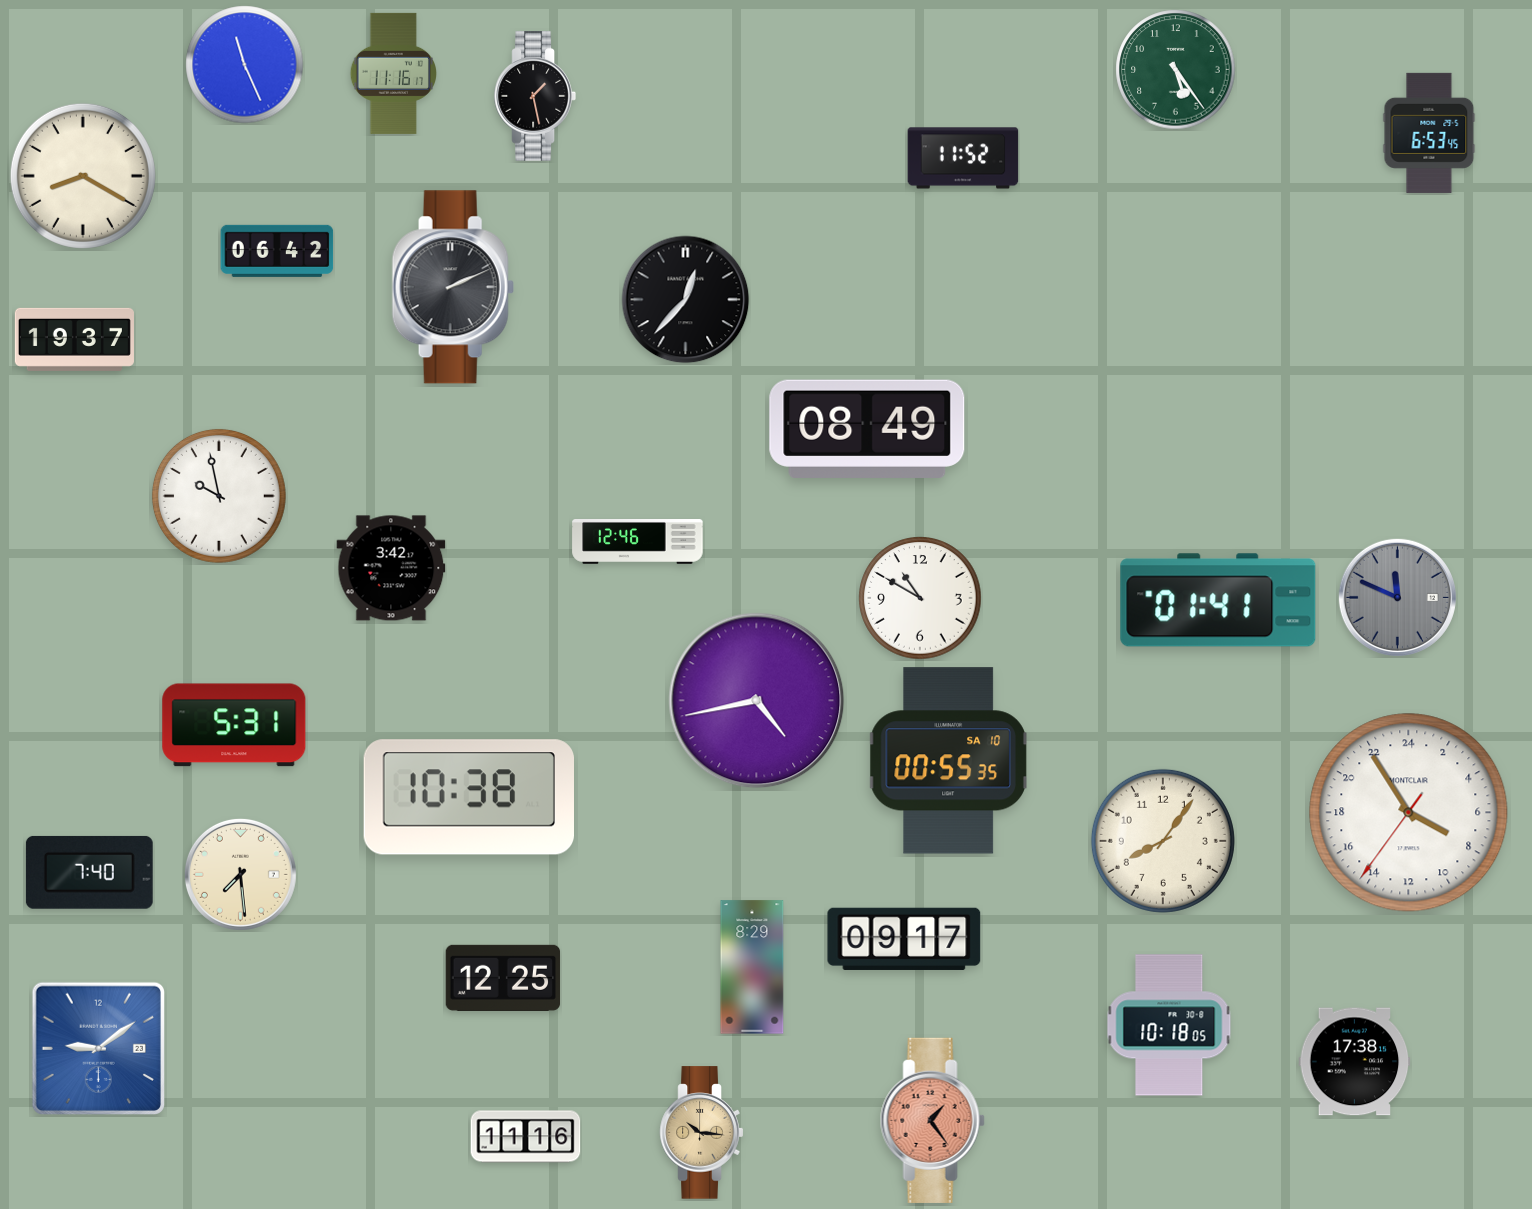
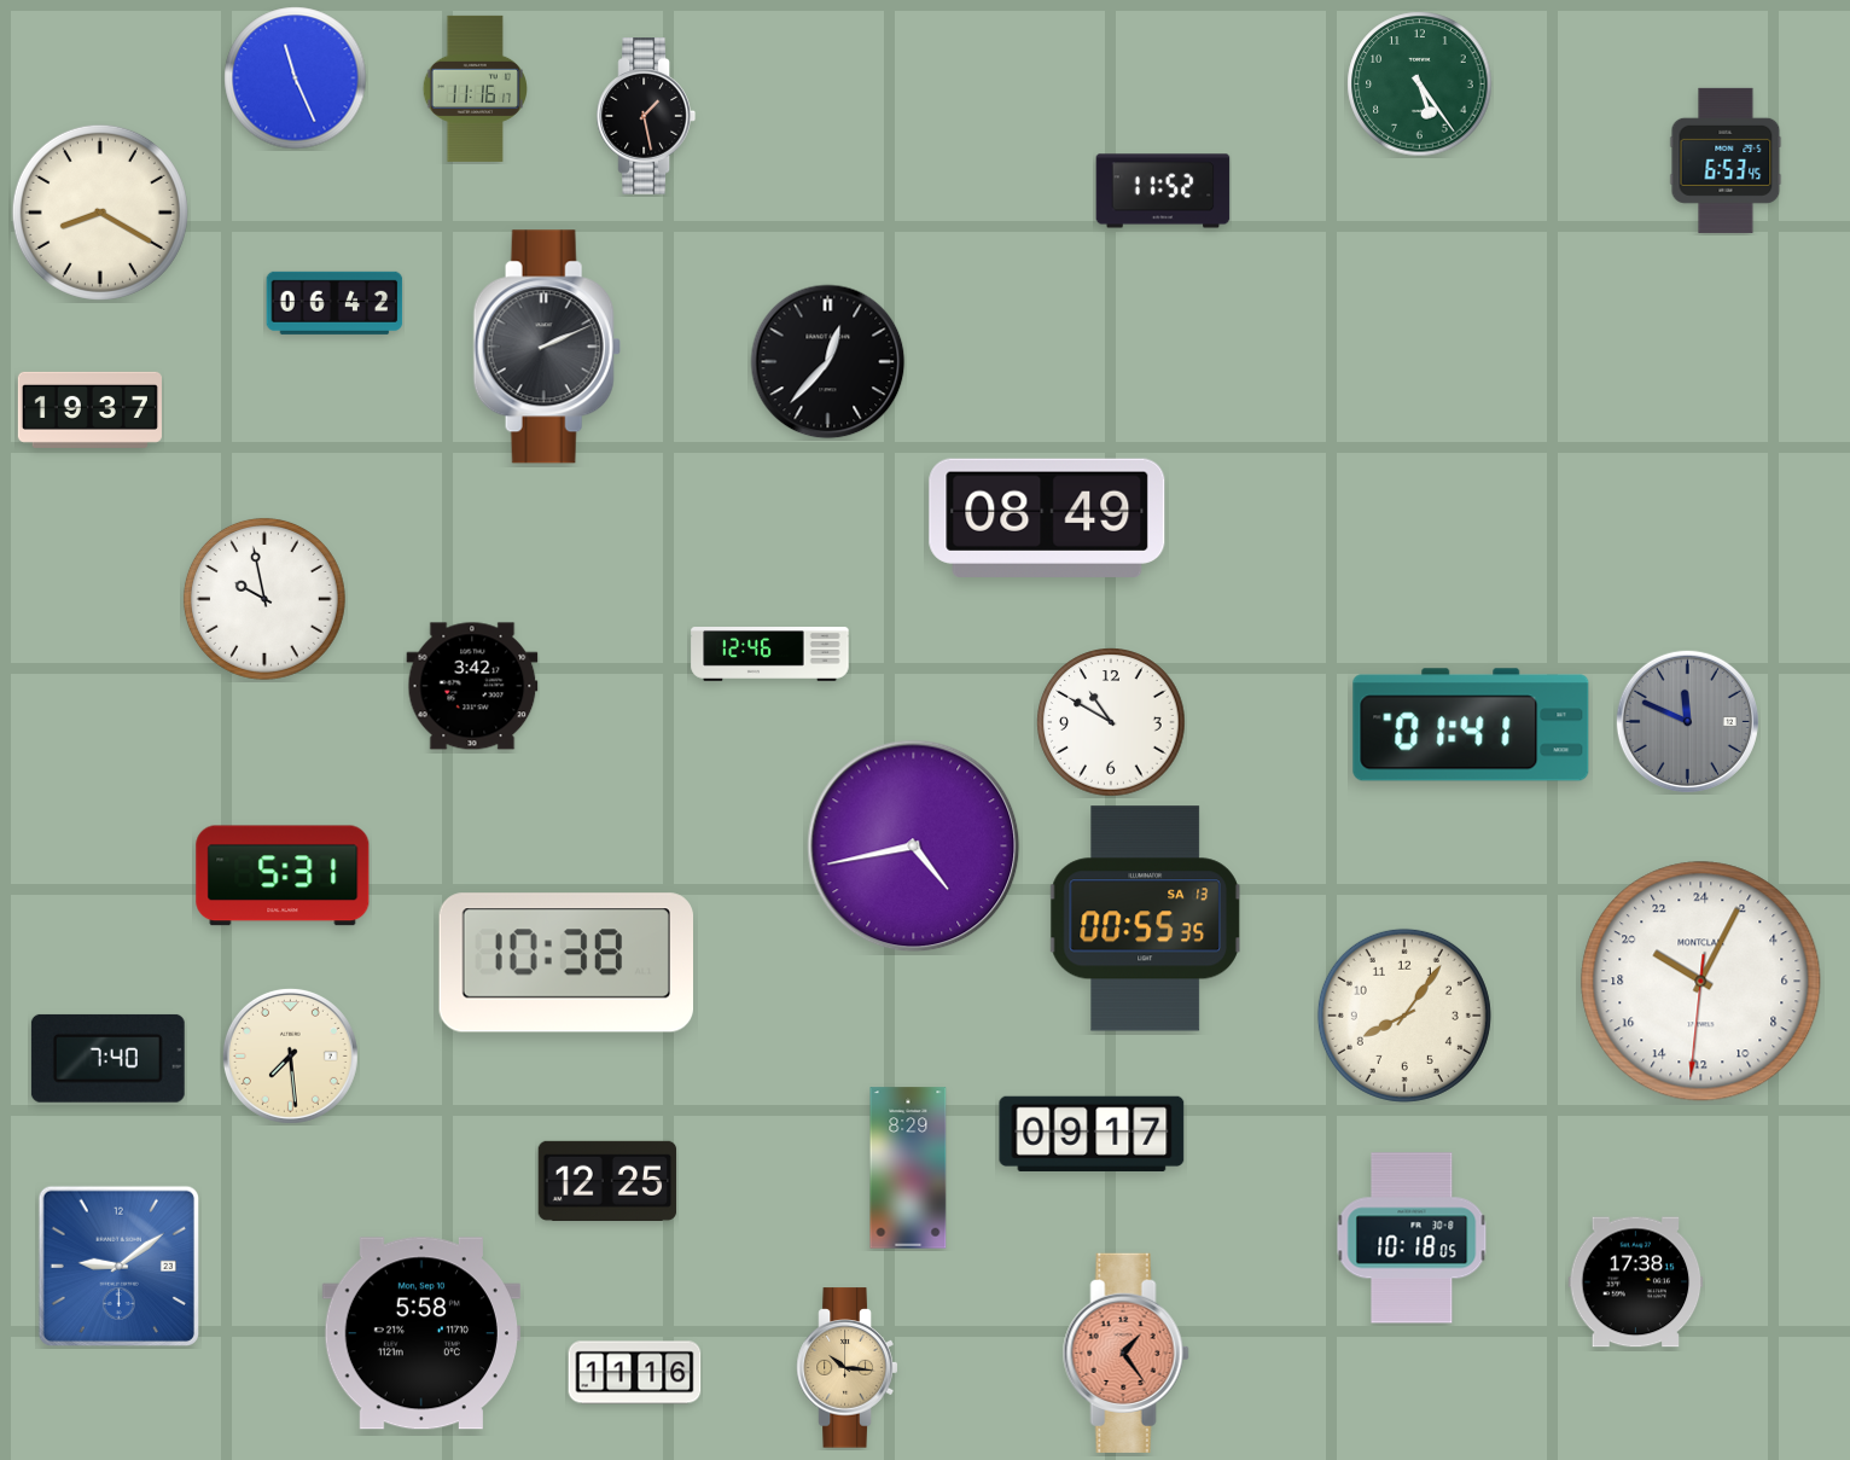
clock at (948, 761) date: SA 10 -> SA 13
clock at (1409, 813): 7:54 -> 20:04
clock at (89, 872) position: (89, 872) -> (107, 1058)
clock at (421, 1333): none -> 5:58
